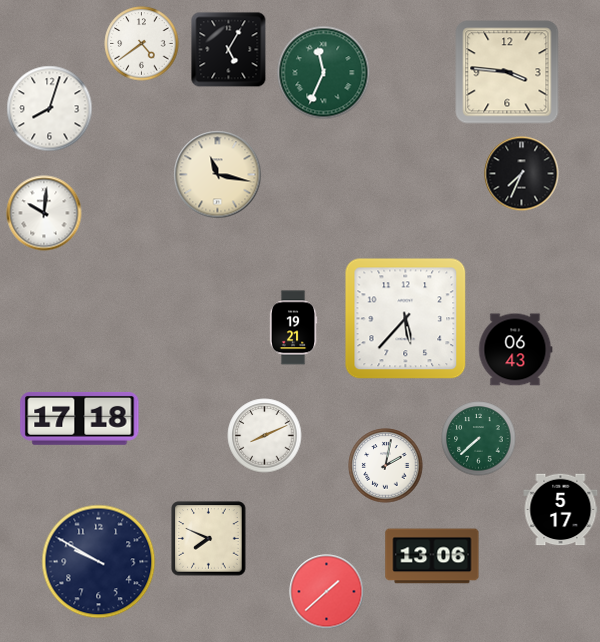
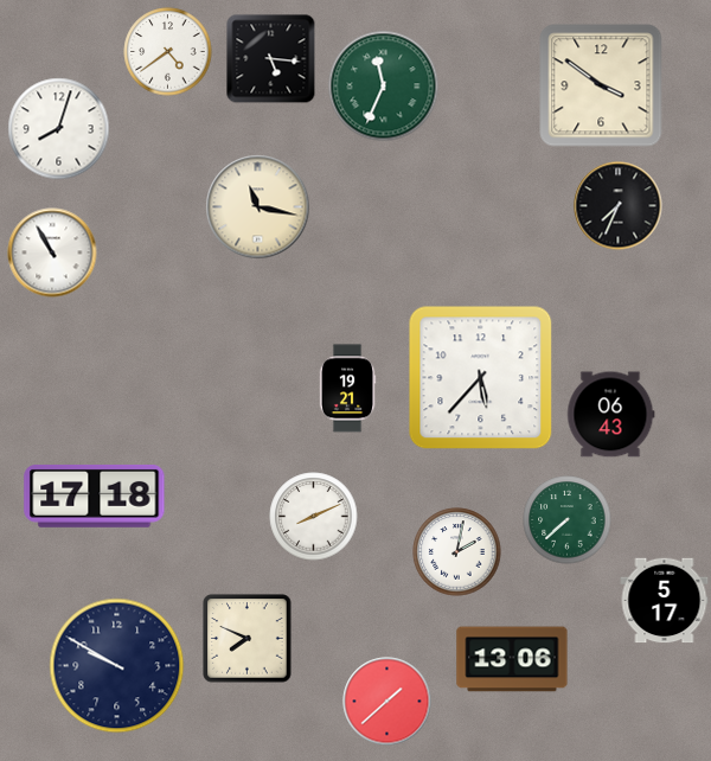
clock at (229, 50): 5:05 -> 5:16
clock at (507, 72): 3:46 -> 3:51
clock at (44, 213): 10:01 -> 10:55
clock at (561, 510) position: (561, 510) -> (665, 601)
